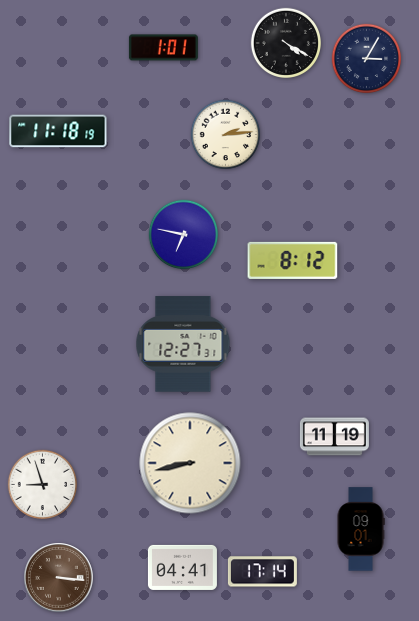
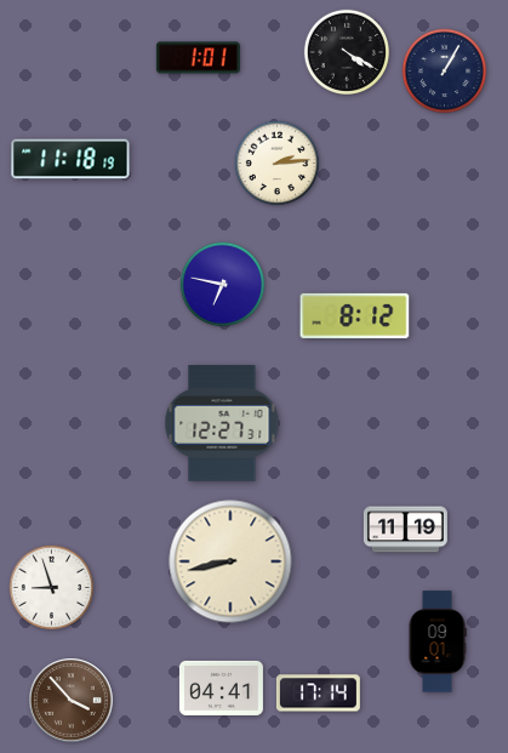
clock at (367, 59): 3:05 -> 1:05
clock at (226, 135) position: (226, 135) -> (278, 164)
clock at (183, 344) position: (183, 344) -> (222, 423)
clock at (59, 578): 3:16 -> 3:53
